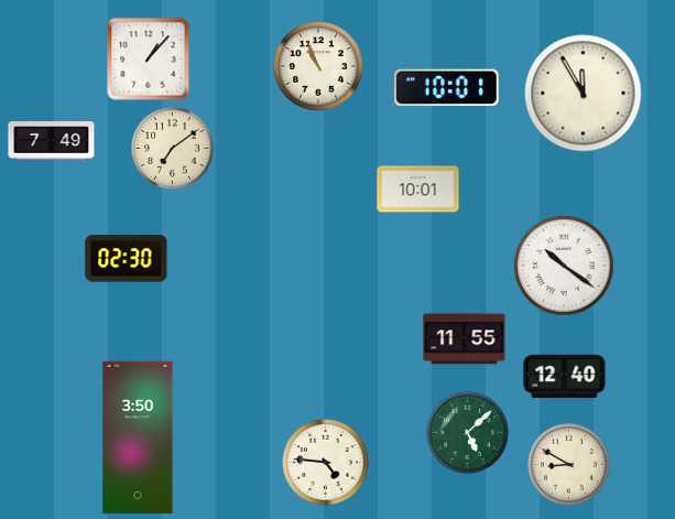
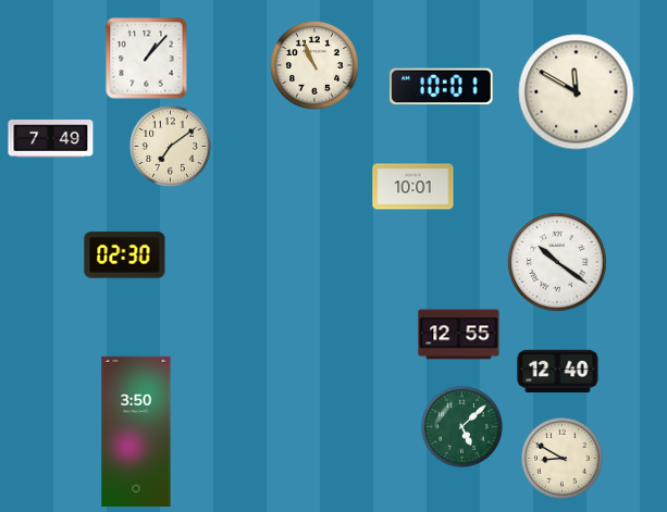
clock at (584, 94): 11:55 -> 11:50
clock at (465, 339): 11:55 -> 12:55
clock at (326, 463): 4:46 -> none
